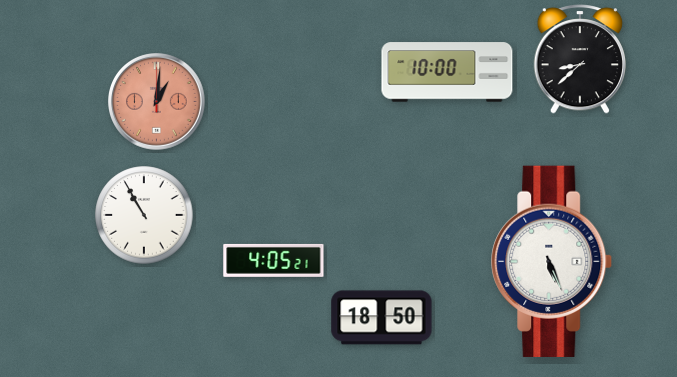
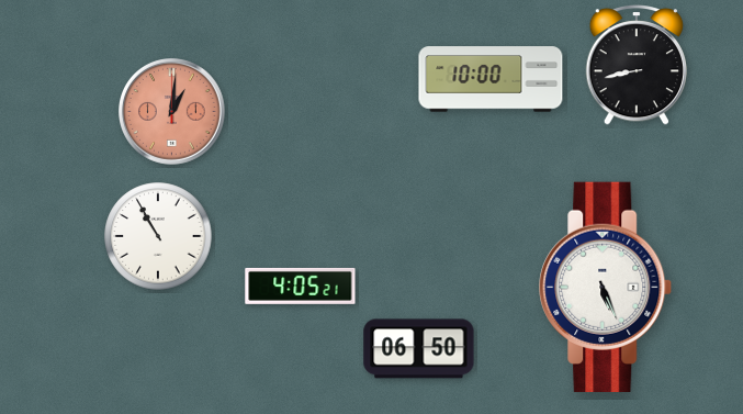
clock at (579, 60): 8:38 -> 8:43
clock at (382, 318): 18:50 -> 06:50
